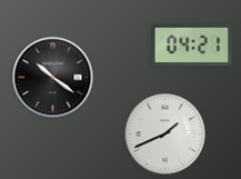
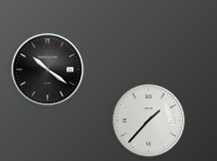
clock at (192, 46): 04:21 -> none
clock at (165, 135): 1:41 -> 1:37
